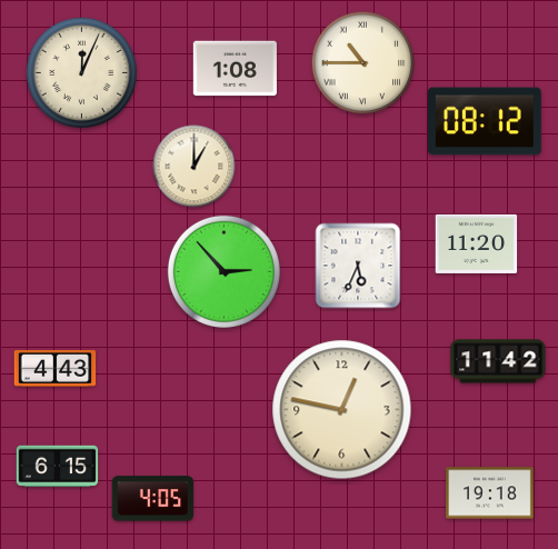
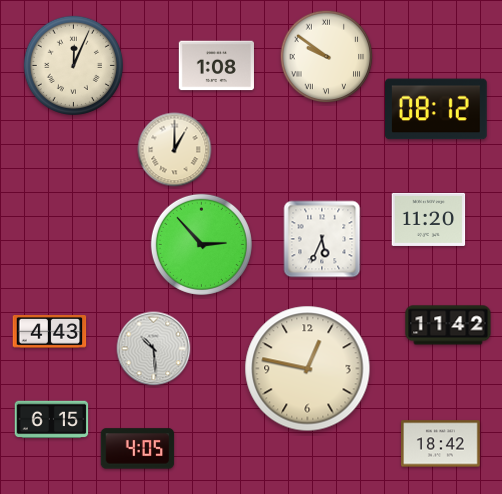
clock at (363, 63): 10:45 -> 9:51
clock at (235, 69) position: (235, 69) -> (216, 66)
clock at (154, 349): none -> 10:29
clock at (490, 493): 19:18 -> 18:42
